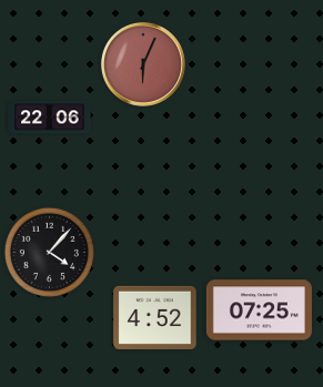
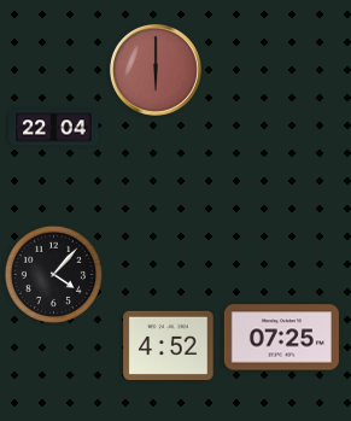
clock at (143, 64): 6:04 -> 6:00
clock at (50, 118): 22:06 -> 22:04
